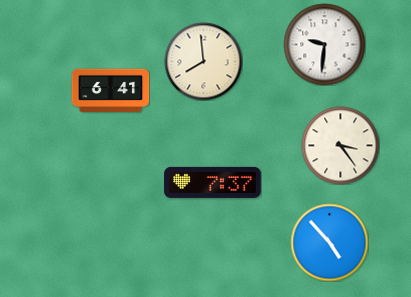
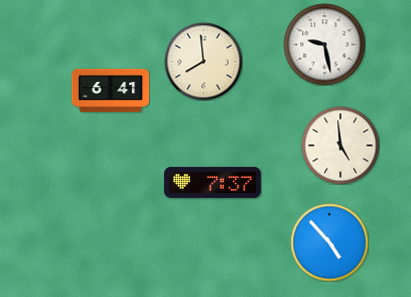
clock at (324, 44): 9:31 -> 9:28
clock at (340, 145): 3:24 -> 4:59
